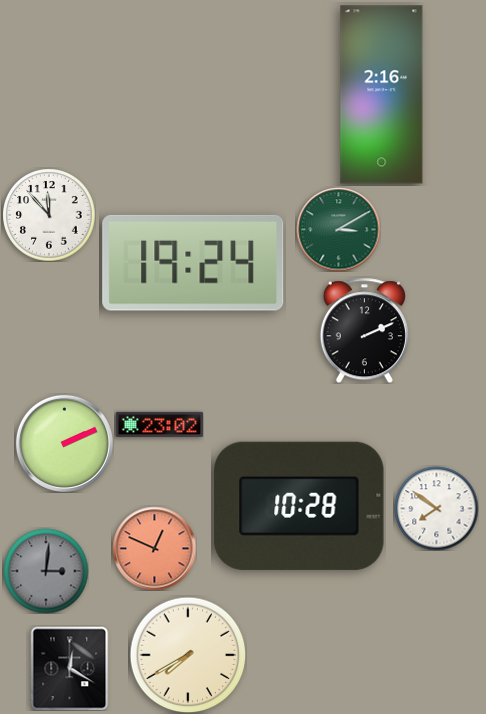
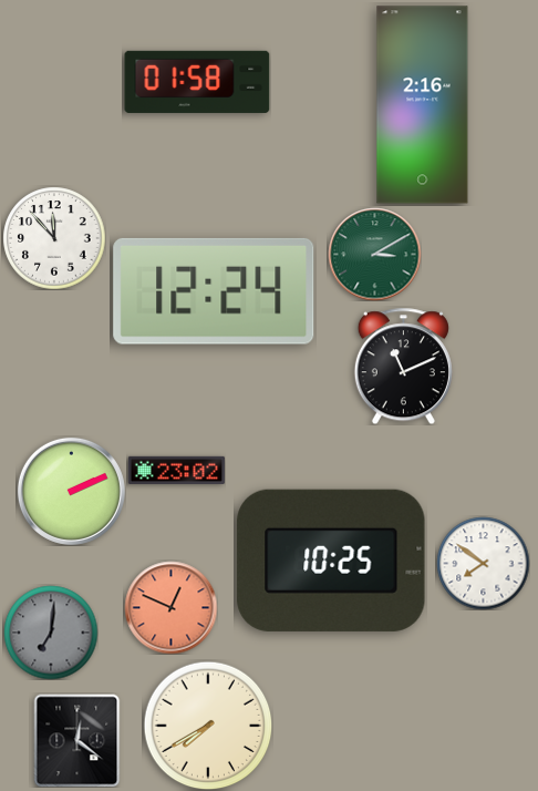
clock at (197, 82): none -> 01:58
clock at (193, 263): 19:24 -> 12:24
clock at (364, 330): 2:11 -> 11:11
clock at (299, 506): 10:28 -> 10:25
clock at (46, 571): 3:01 -> 7:01
clock at (70, 668): 12:20 -> 12:21
